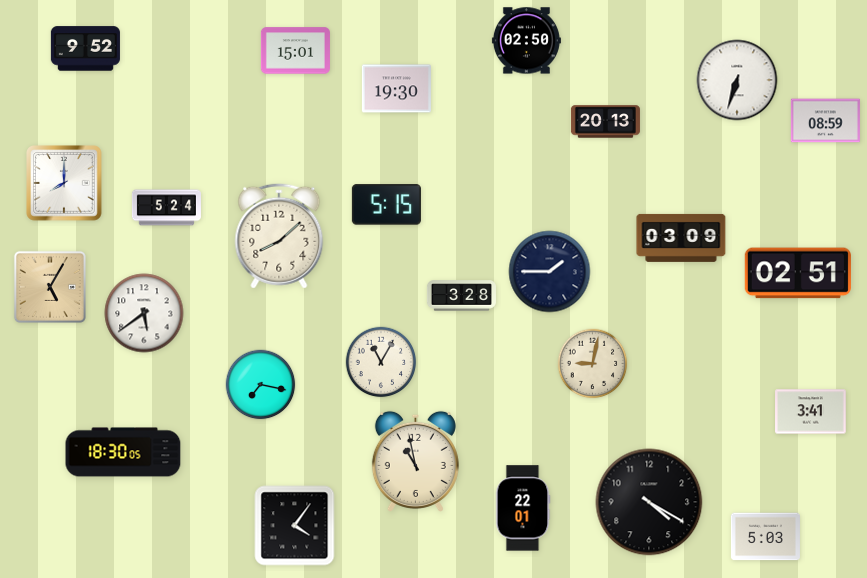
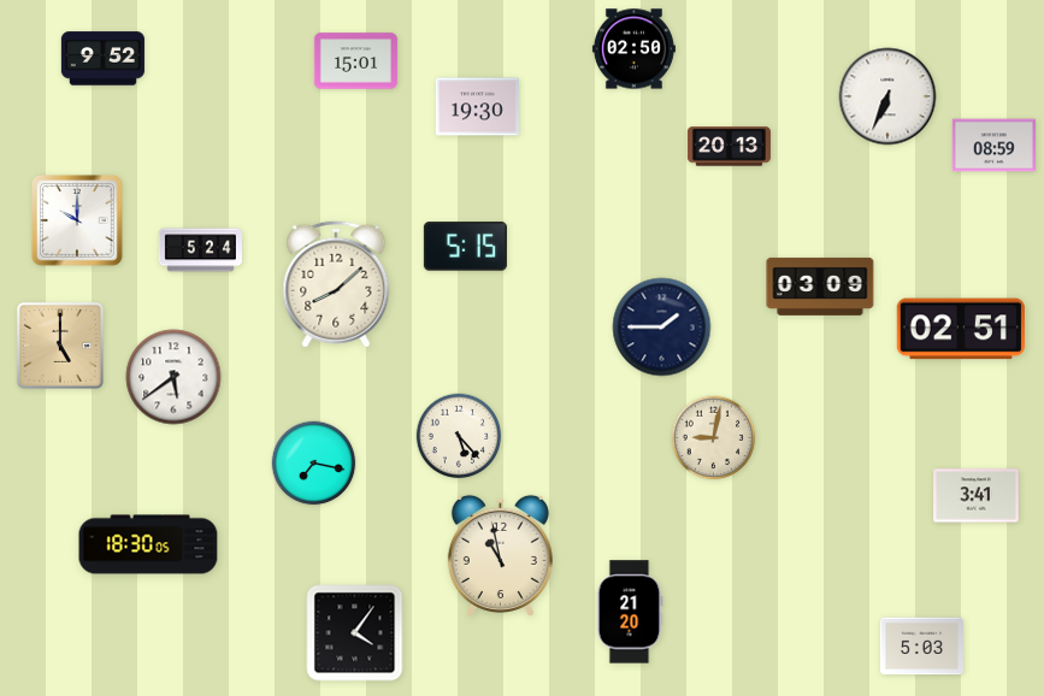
clock at (737, 80): 6:33 -> 6:34
clock at (65, 184): 8:00 -> 10:00
clock at (50, 287): 5:05 -> 5:00
clock at (461, 296): 3:28 -> none
clock at (381, 362): 11:05 -> 5:23
clock at (649, 502): 4:20 -> none
clock at (523, 508): 22:01 -> 21:20
